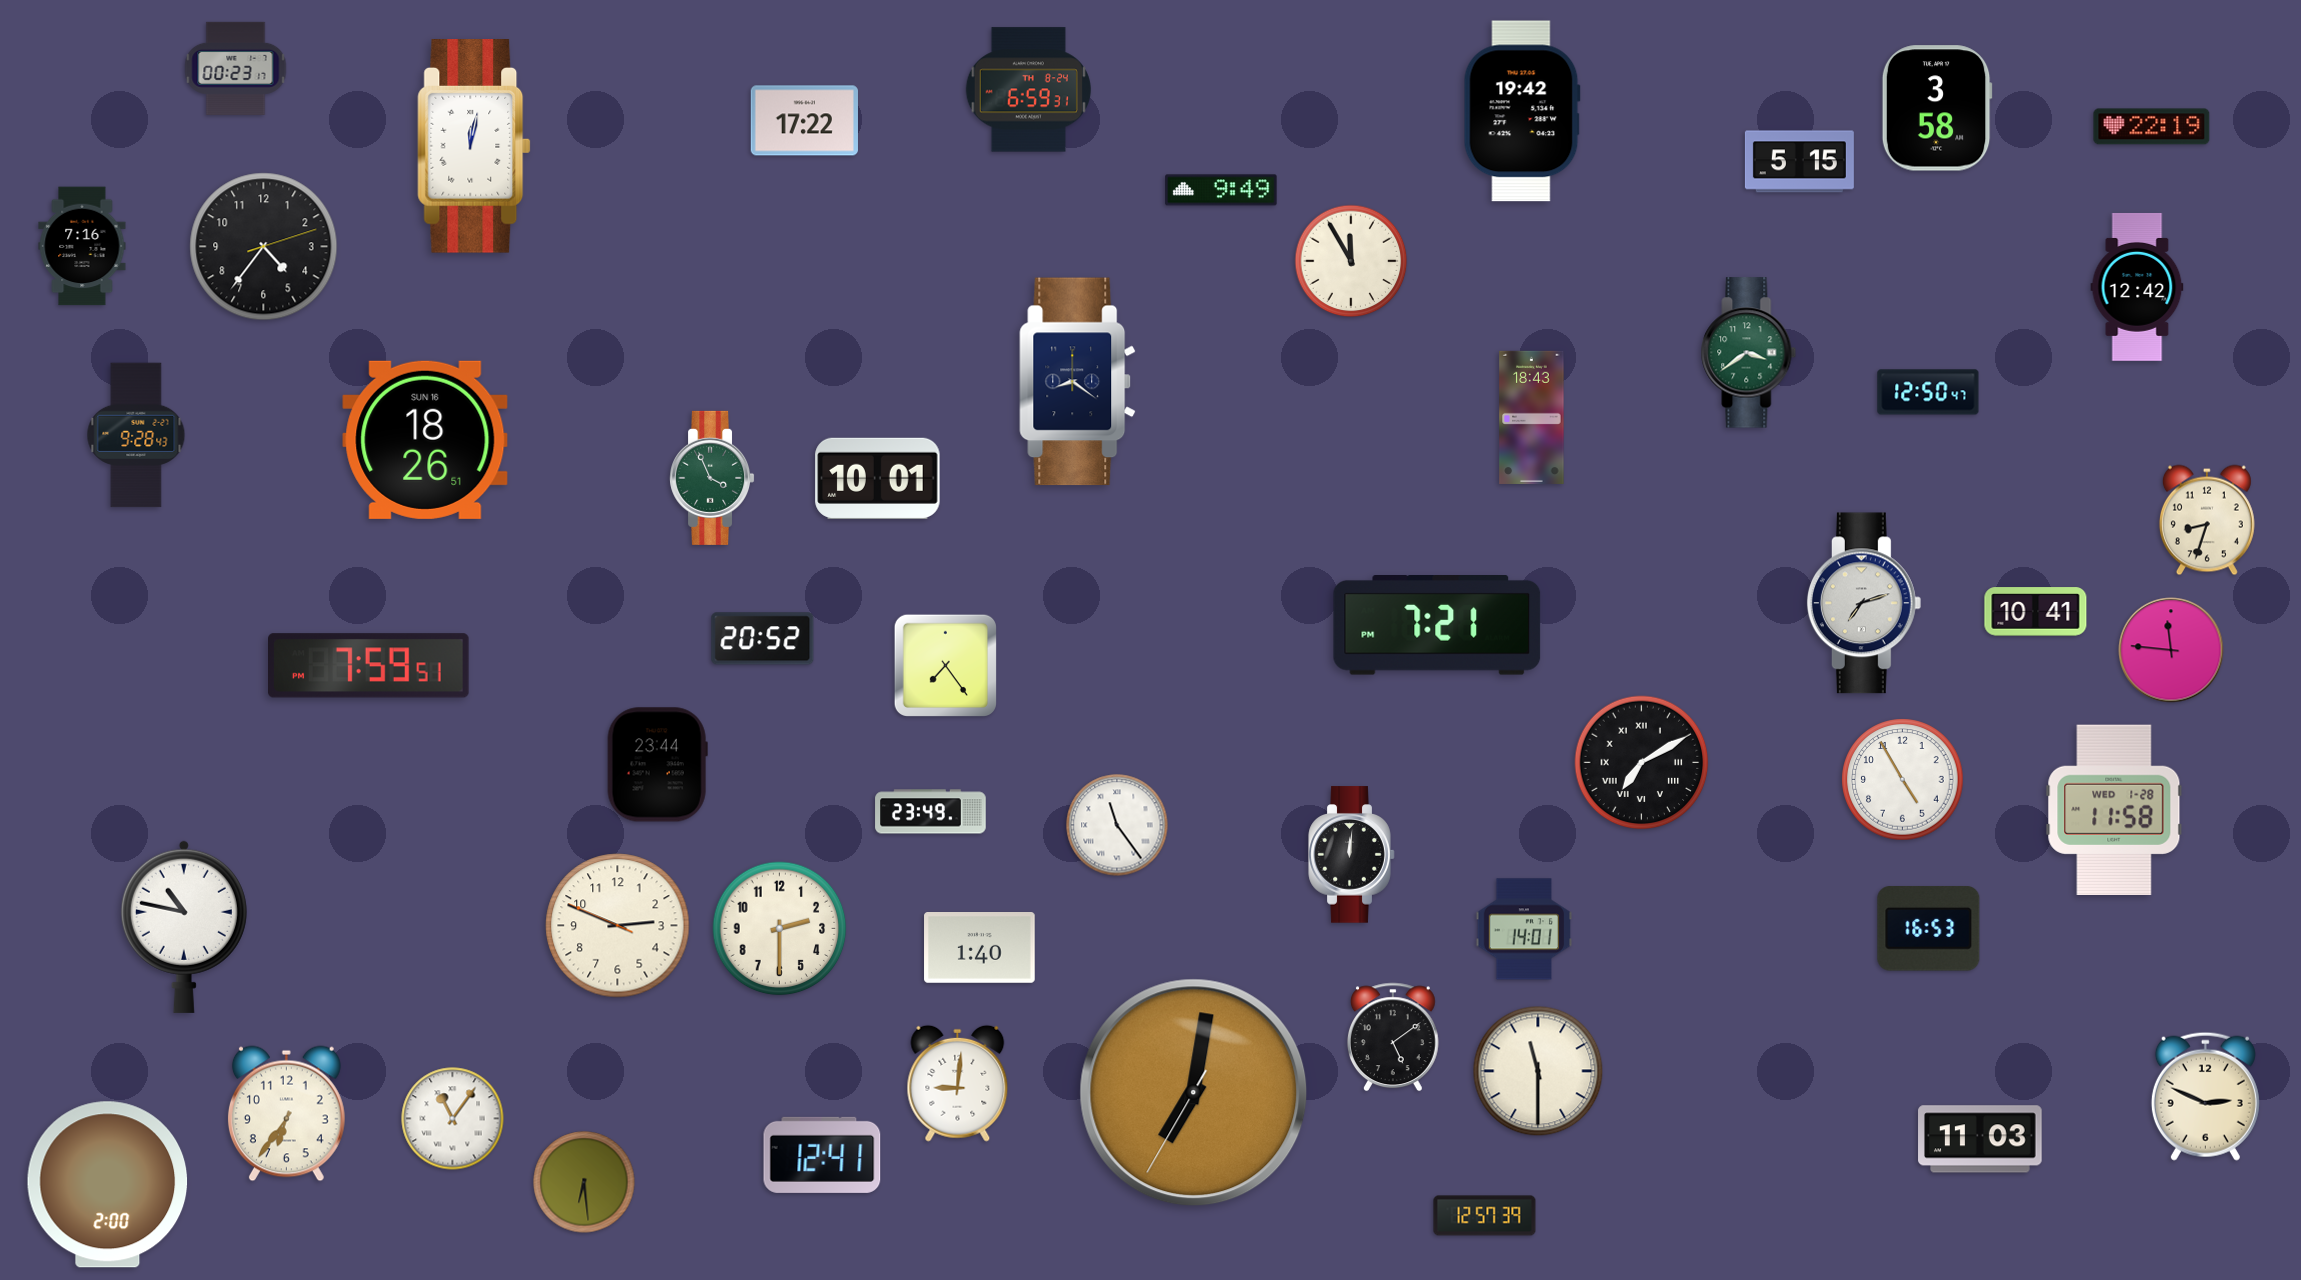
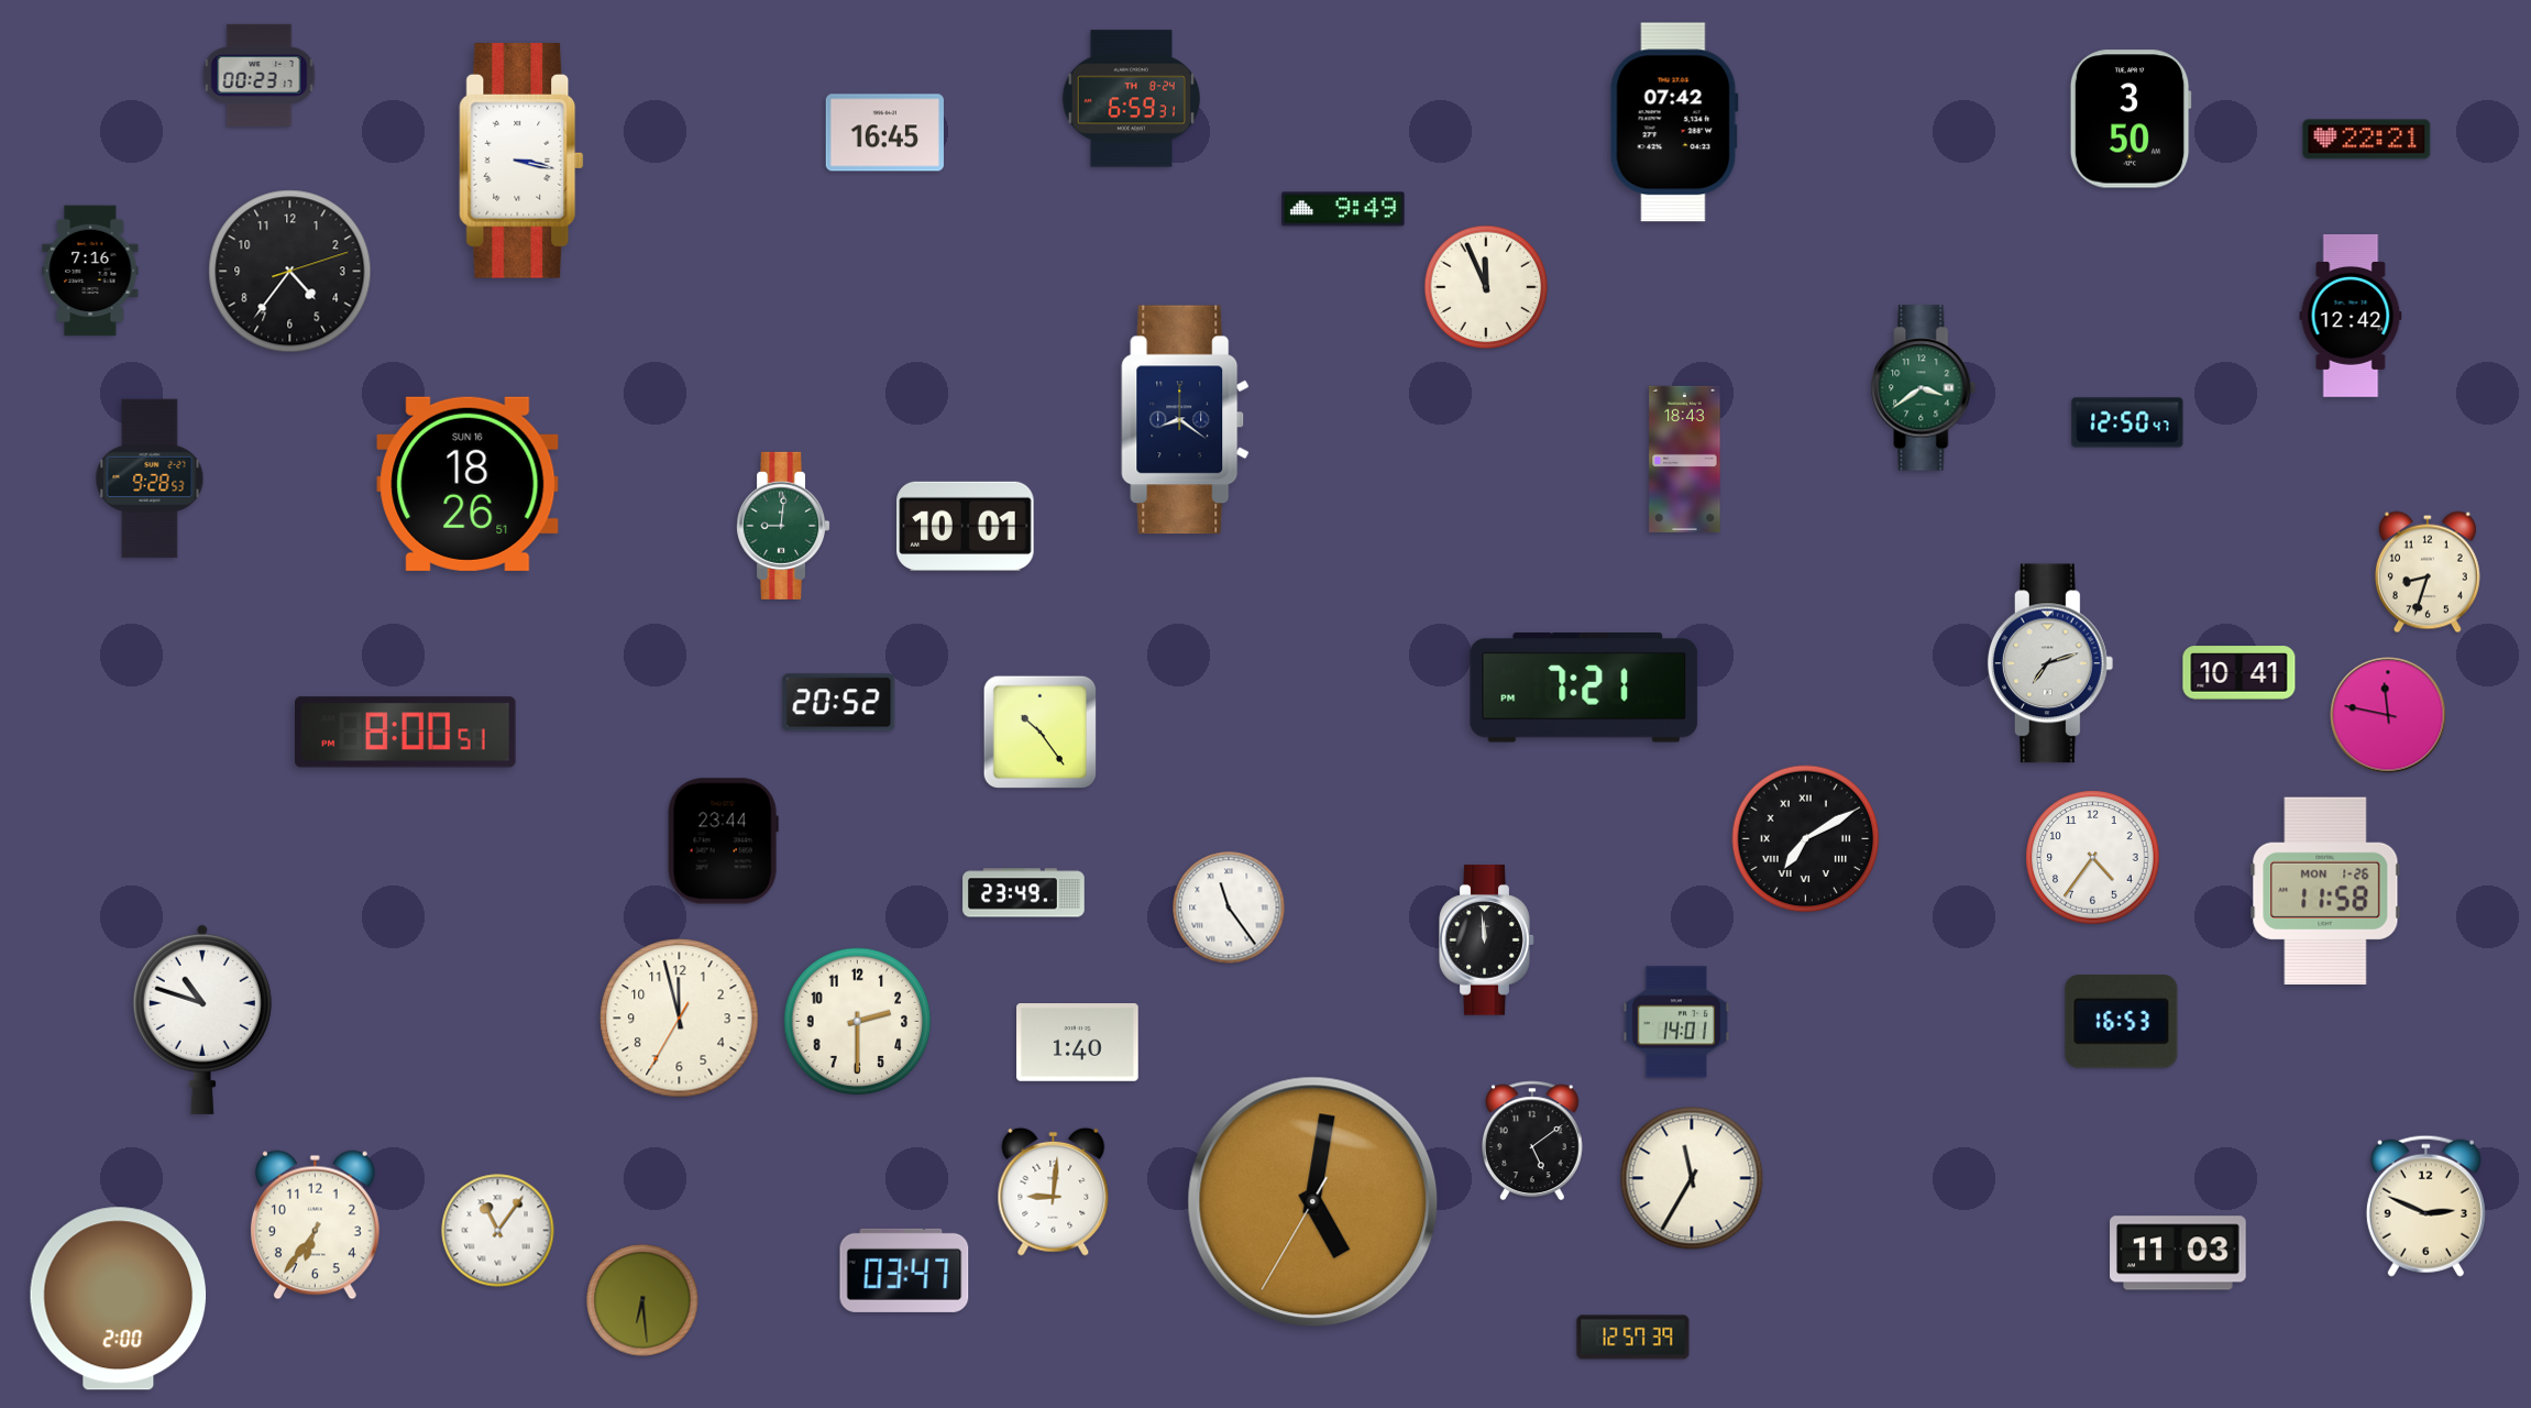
clock at (1937, 108): 3:58 -> 3:50
clock at (1522, 111): 19:42 -> 07:42
clock at (804, 121): 17:22 -> 16:45
clock at (2152, 127): 22:19 -> 22:21
clock at (474, 147): 12:02 -> 3:17
clock at (1799, 162): 5:15 -> none
clock at (1351, 261): 11:55 -> 11:56
clock at (1928, 392) position: (1928, 392) -> (2127, 422)
clock at (136, 435): 9:28:43 -> 9:28:53
clock at (712, 478): 3:56 -> 9:01
clock at (1437, 626) position: (1437, 626) -> (1584, 689)
clock at (2171, 650): 11:46 -> 11:47
clock at (945, 665): 7:24 -> 10:24
clock at (369, 666): 7:59 -> 8:00
clock at (1903, 780): 4:55 -> 4:36
clock at (2114, 809) date: WED 1-28 -> MON 1-26
clock at (1352, 855): 12:01 -> 11:59
clock at (618, 926): 2:48 -> 11:57
clock at (184, 927): 10:47 -> 10:48
clock at (1538, 1071): 11:30 -> 11:35
clock at (1194, 1093): 7:01 -> 5:01
clock at (822, 1155): 12:41 -> 03:47
clock at (108, 1185) position: (108, 1185) -> (119, 1299)
